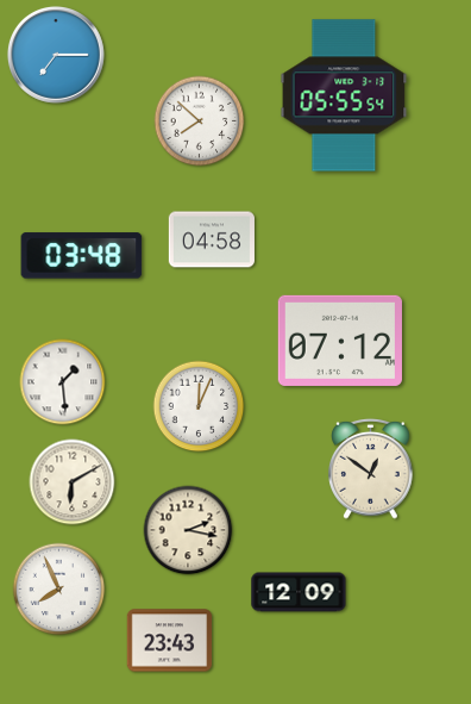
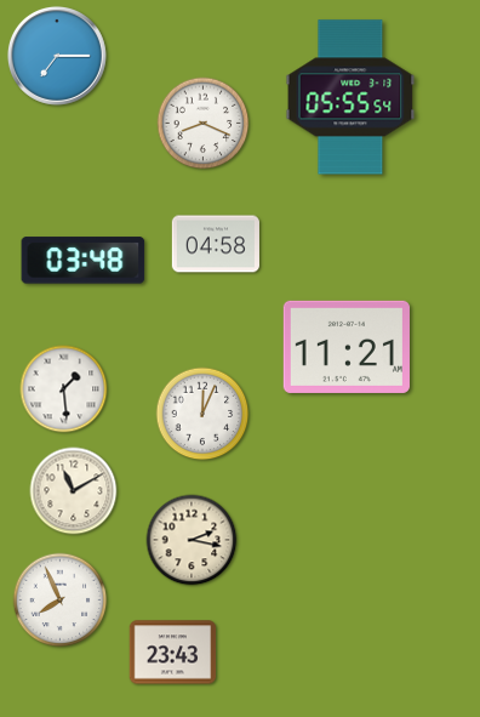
clock at (200, 122): 7:52 -> 8:19
clock at (340, 341): 07:12 -> 11:21
clock at (371, 468): 12:51 -> none
clock at (73, 482): 6:10 -> 11:10
clock at (299, 592): 12:09 -> none
